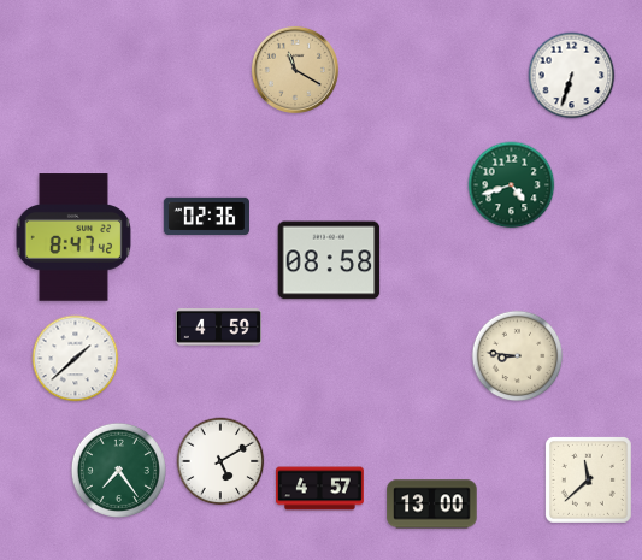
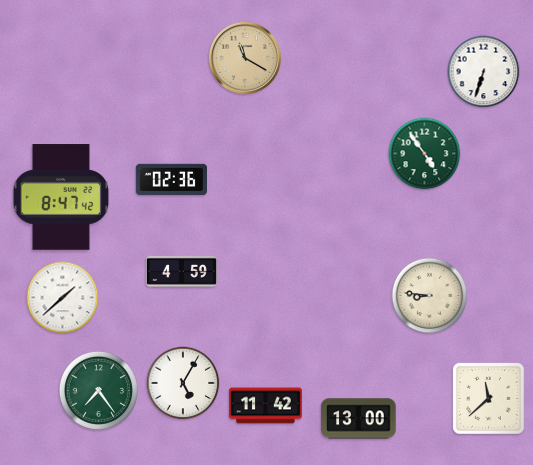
clock at (572, 76) position: (572, 76) -> (484, 72)
clock at (512, 185): 4:42 -> 4:54
clock at (329, 260): 08:58 -> none
clock at (220, 461): 5:10 -> 5:05
clock at (320, 489): 4:57 -> 11:42
